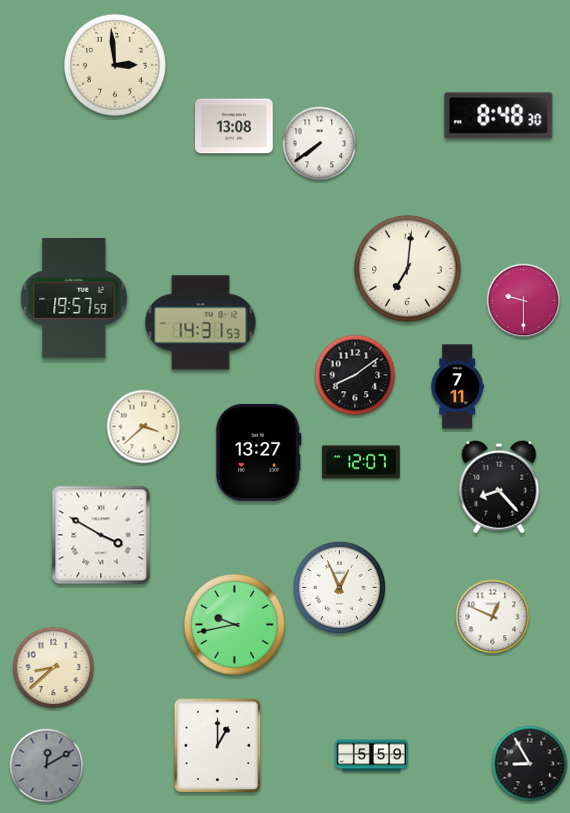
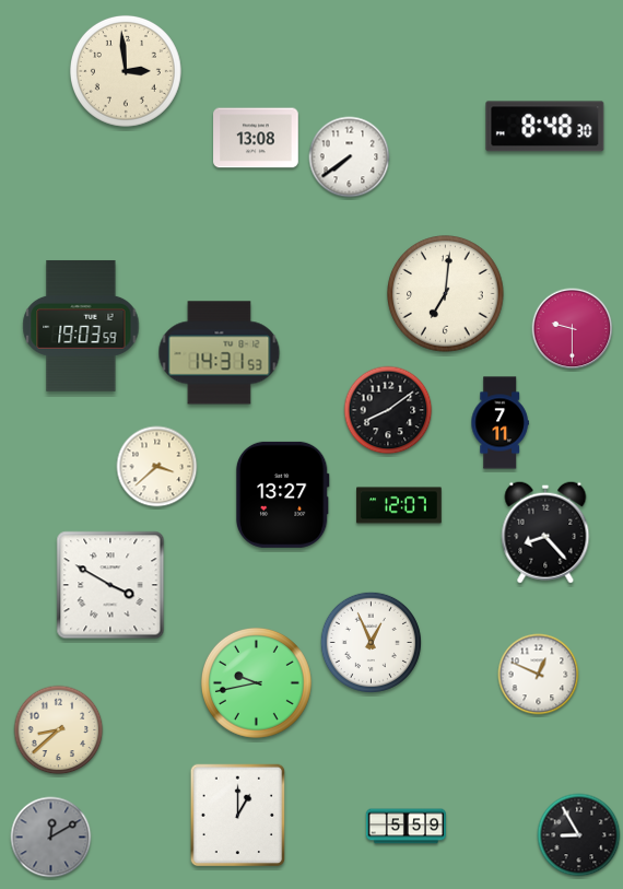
clock at (74, 298): 19:57 -> 19:03
clock at (361, 462) position: (361, 462) -> (399, 505)
